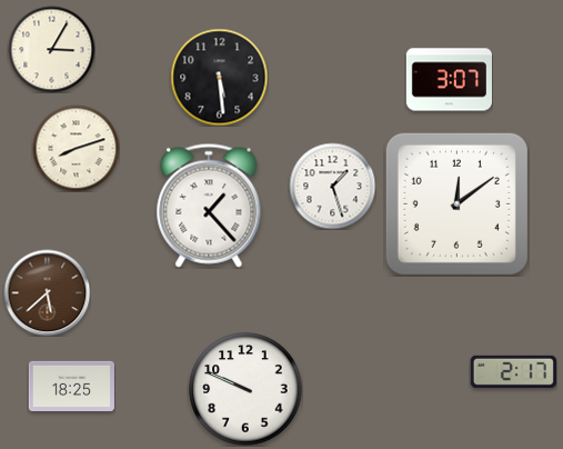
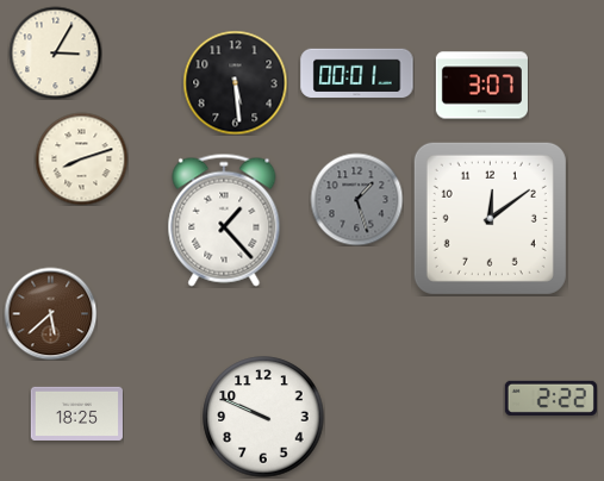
clock at (357, 74): none -> 00:01
clock at (332, 186) dial: white -> grey
clock at (513, 371): 2:17 -> 2:22
